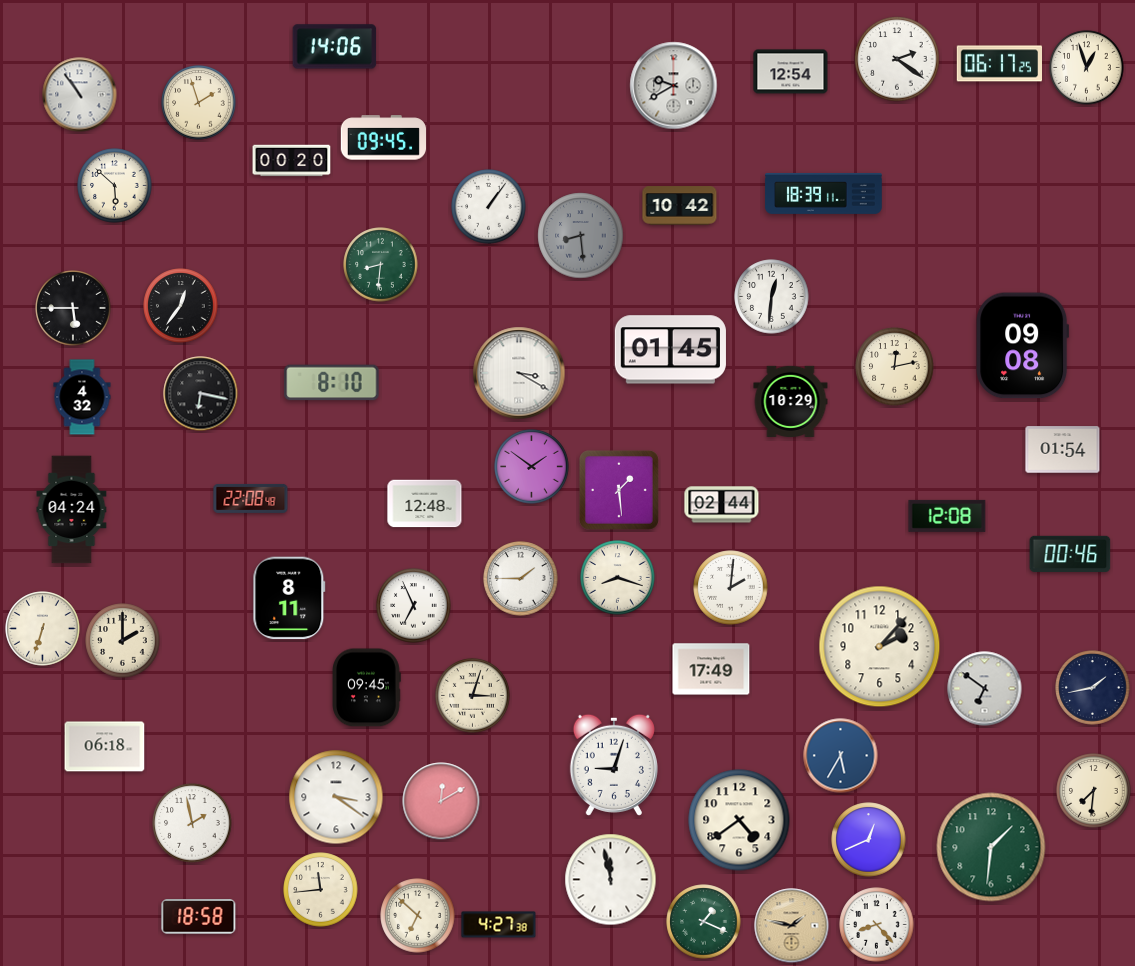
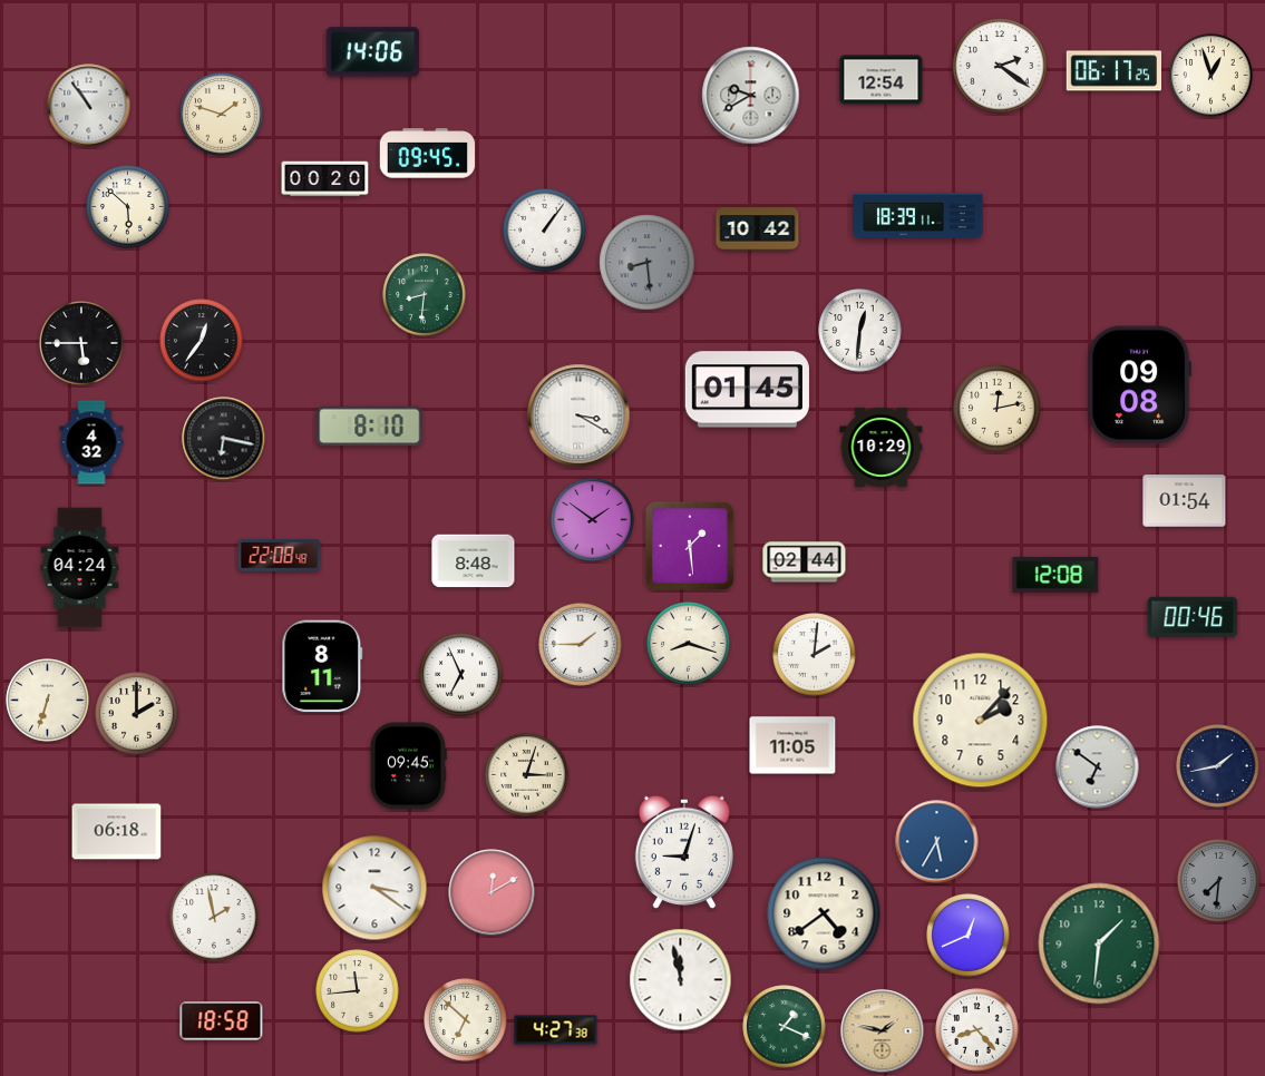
clock at (199, 103): 1:57 -> 1:48
clock at (425, 504): 12:48 -> 8:48
clock at (711, 669): 17:49 -> 11:05
clock at (1094, 791) dial: cream -> grey
clock at (991, 847) position: (991, 847) -> (1099, 943)
